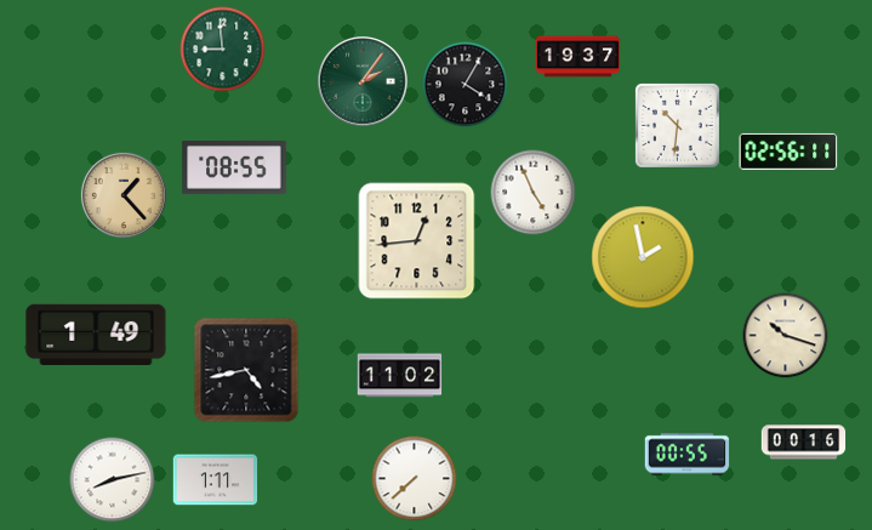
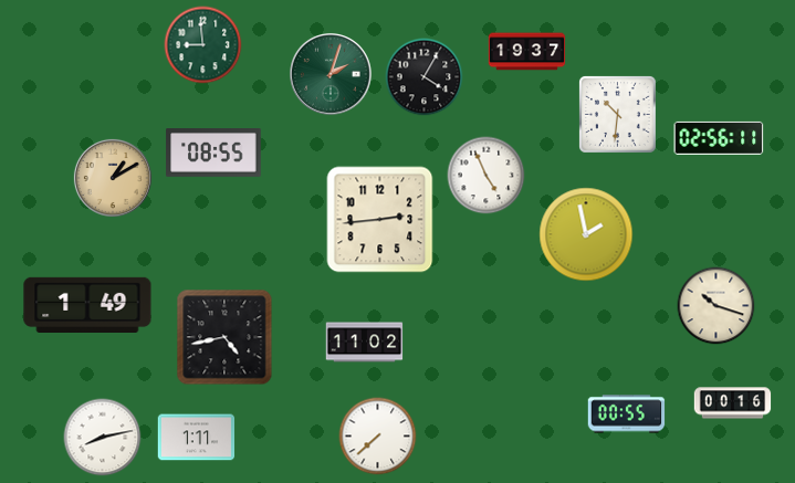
clock at (364, 82): 2:06 -> 2:03
clock at (124, 195): 1:23 -> 1:10
clock at (417, 241): 12:44 -> 2:44
